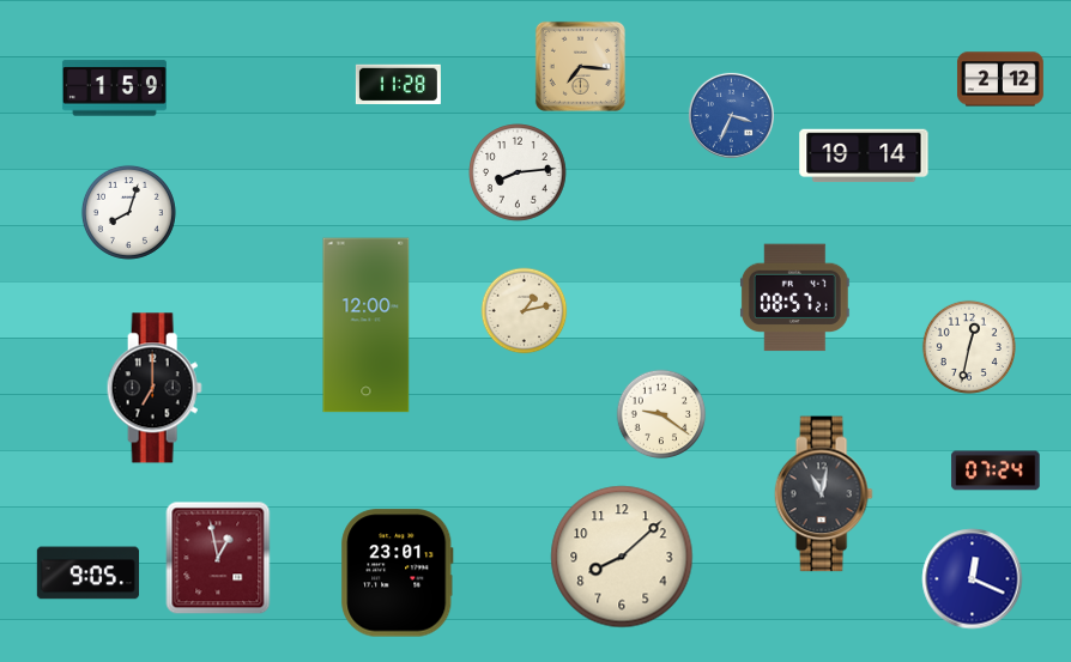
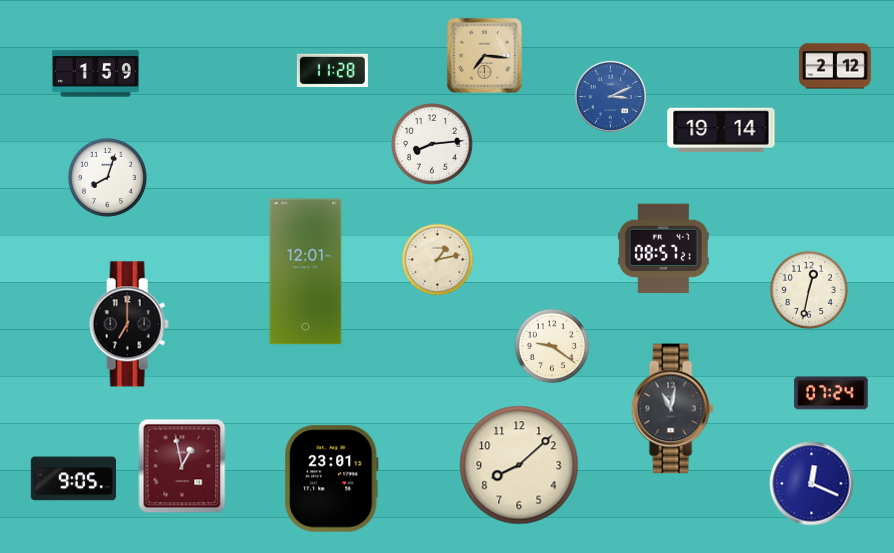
clock at (731, 115): 3:34 -> 3:11
clock at (367, 326): 12:00 -> 12:01
clock at (823, 494) position: (823, 494) -> (672, 409)
